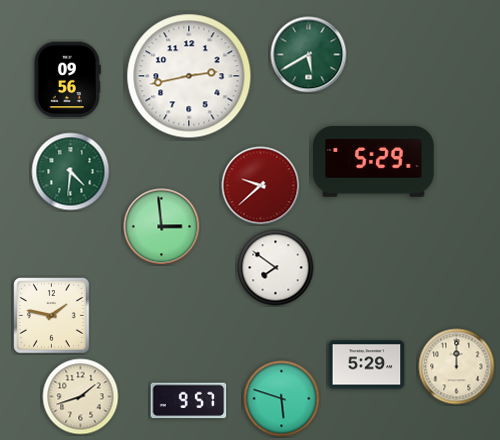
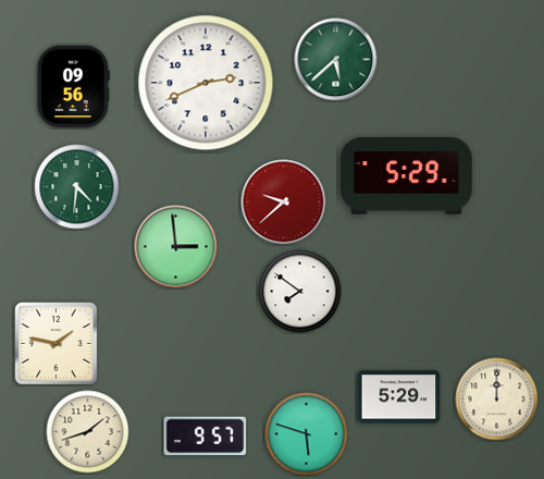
clock at (309, 55): 5:40 -> 5:38
clock at (189, 76): 2:43 -> 2:41
